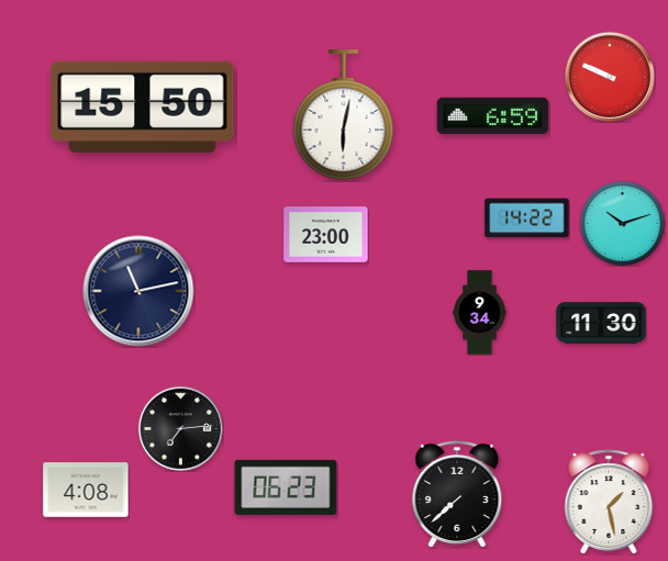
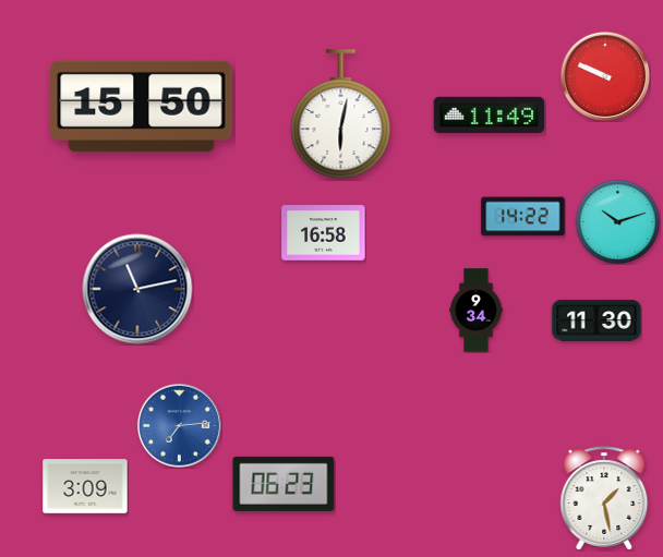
clock at (493, 115): 6:59 -> 11:49
clock at (326, 235): 23:00 -> 16:58
clock at (180, 428) dial: black -> blue
clock at (86, 490): 4:08 -> 3:09
clock at (457, 493): 7:38 -> none
